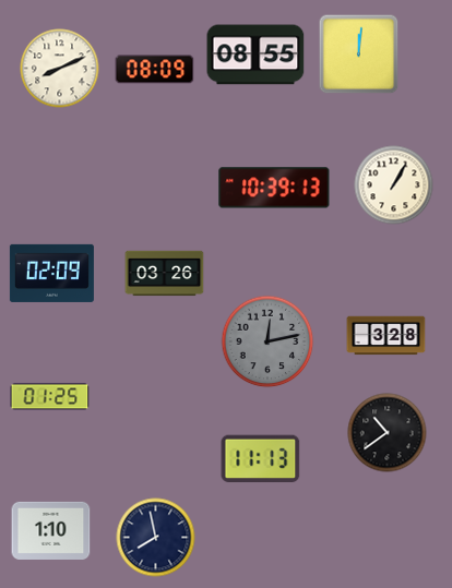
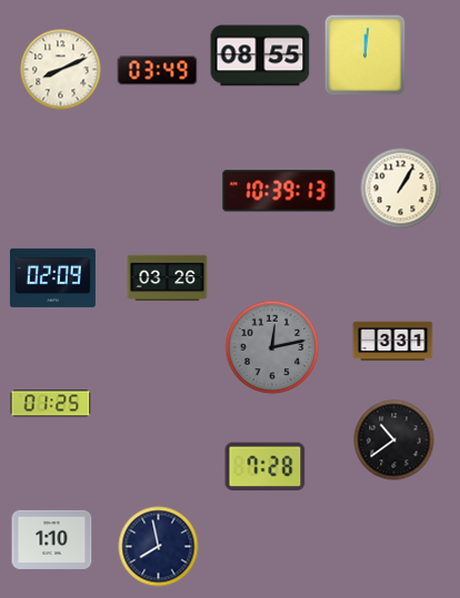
clock at (155, 70): 08:09 -> 03:49
clock at (386, 336): 3:28 -> 3:31
clock at (261, 459): 11:13 -> 7:28
